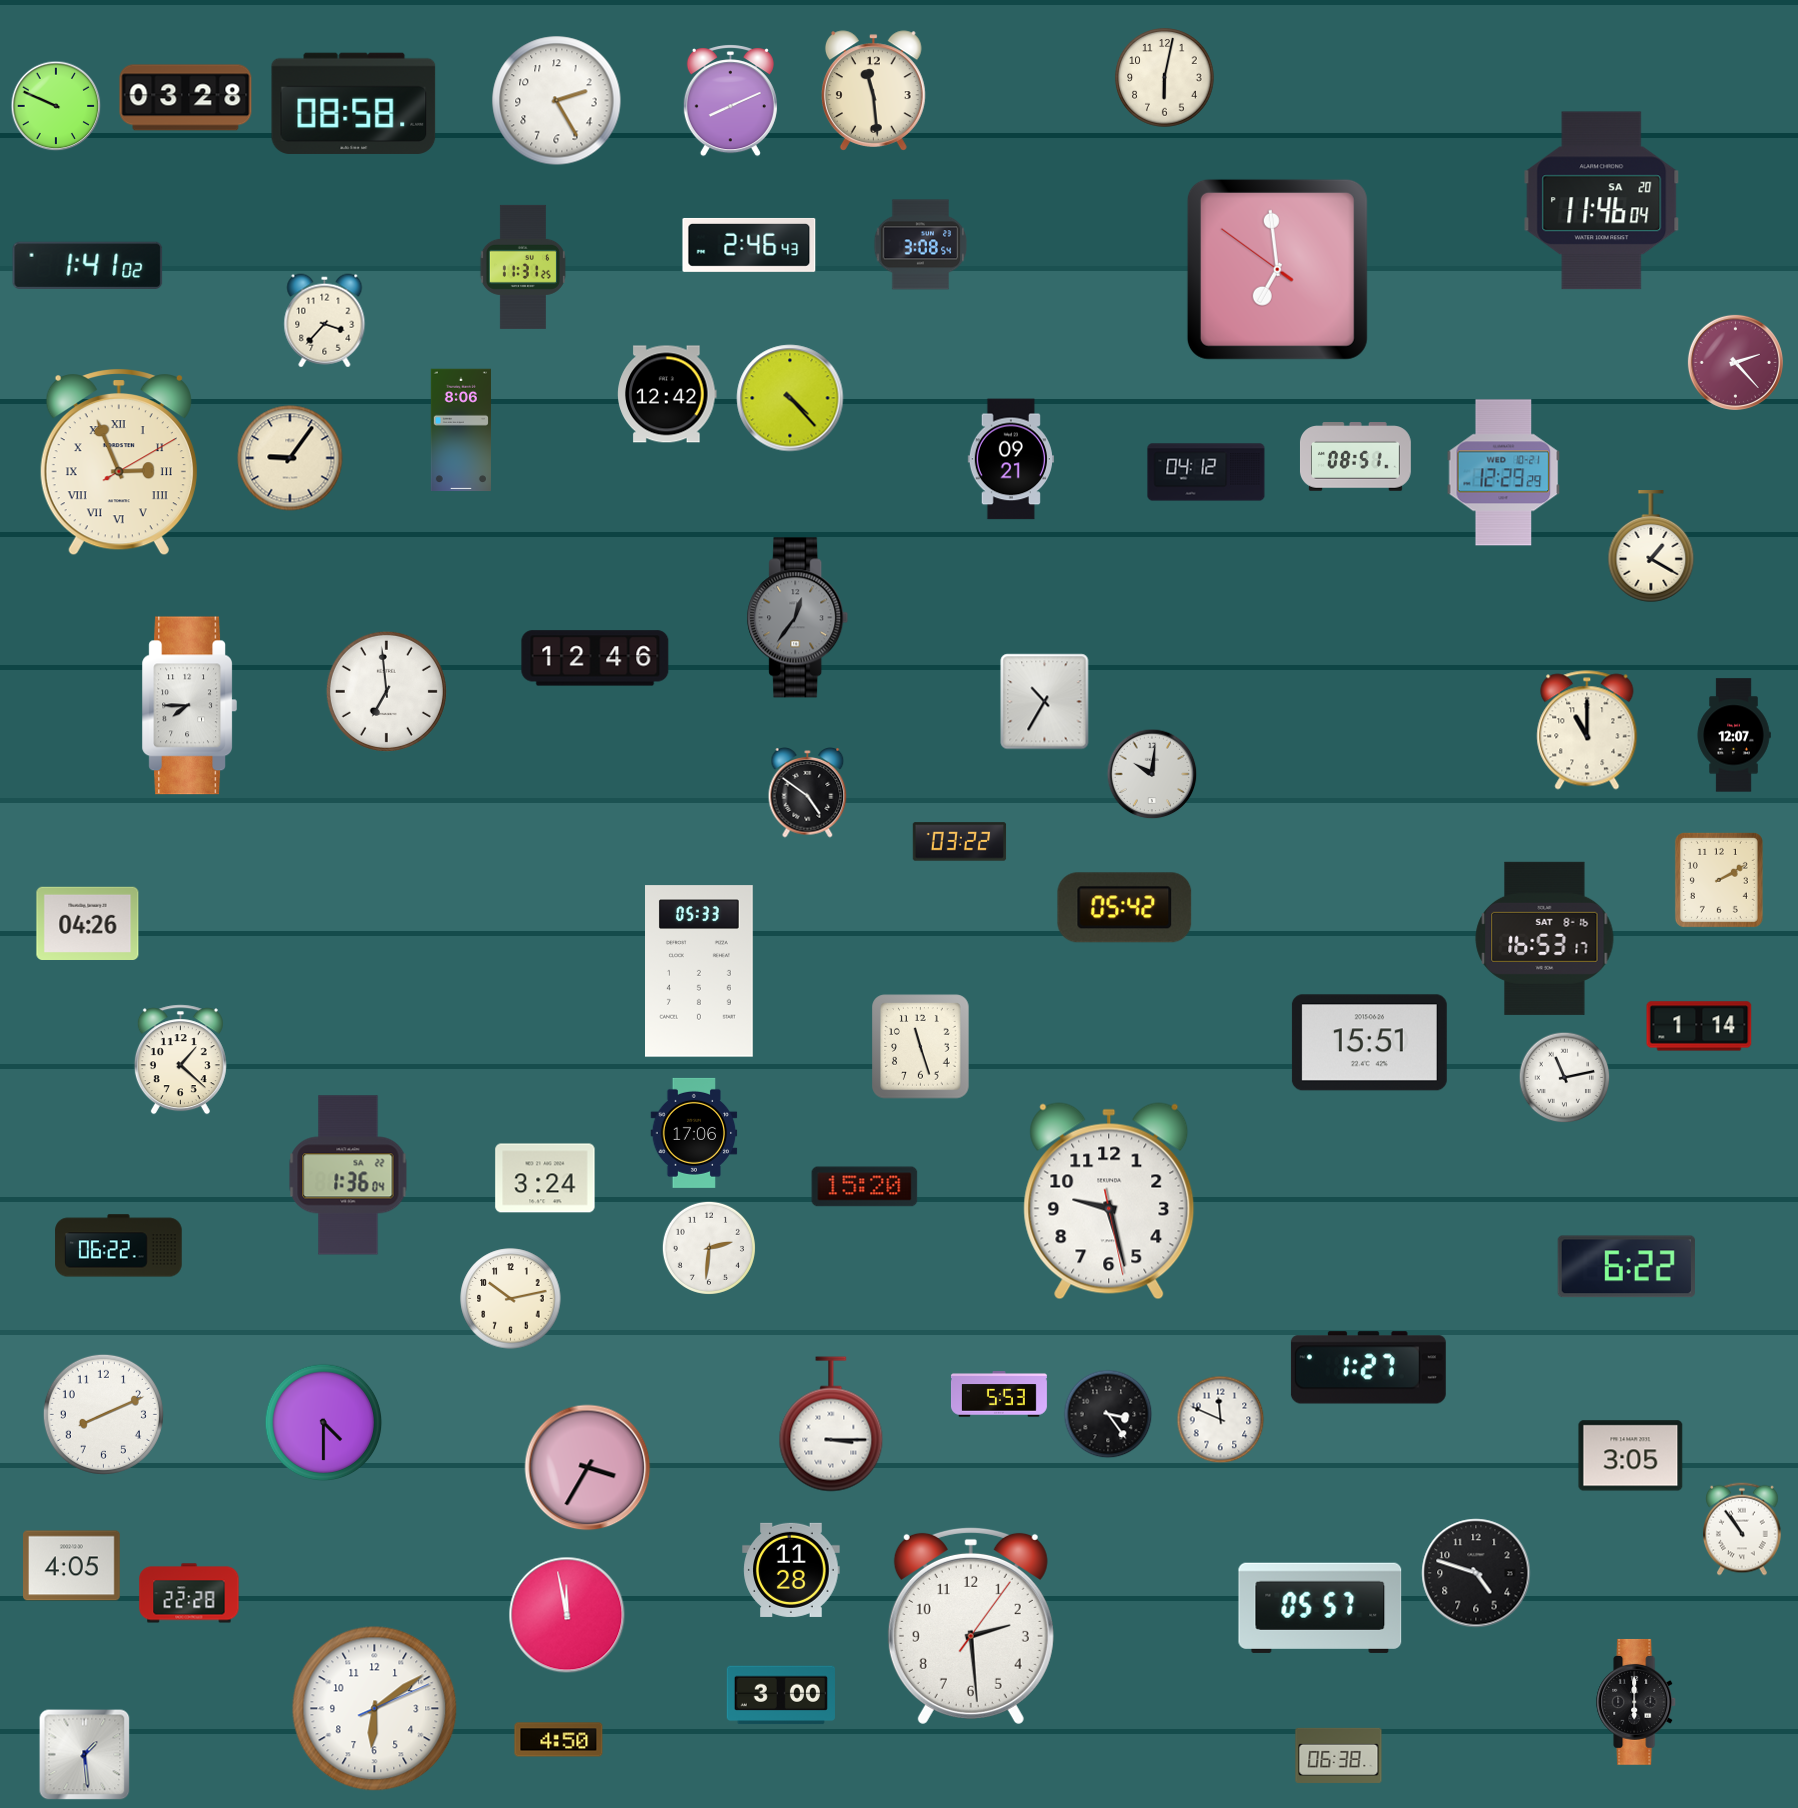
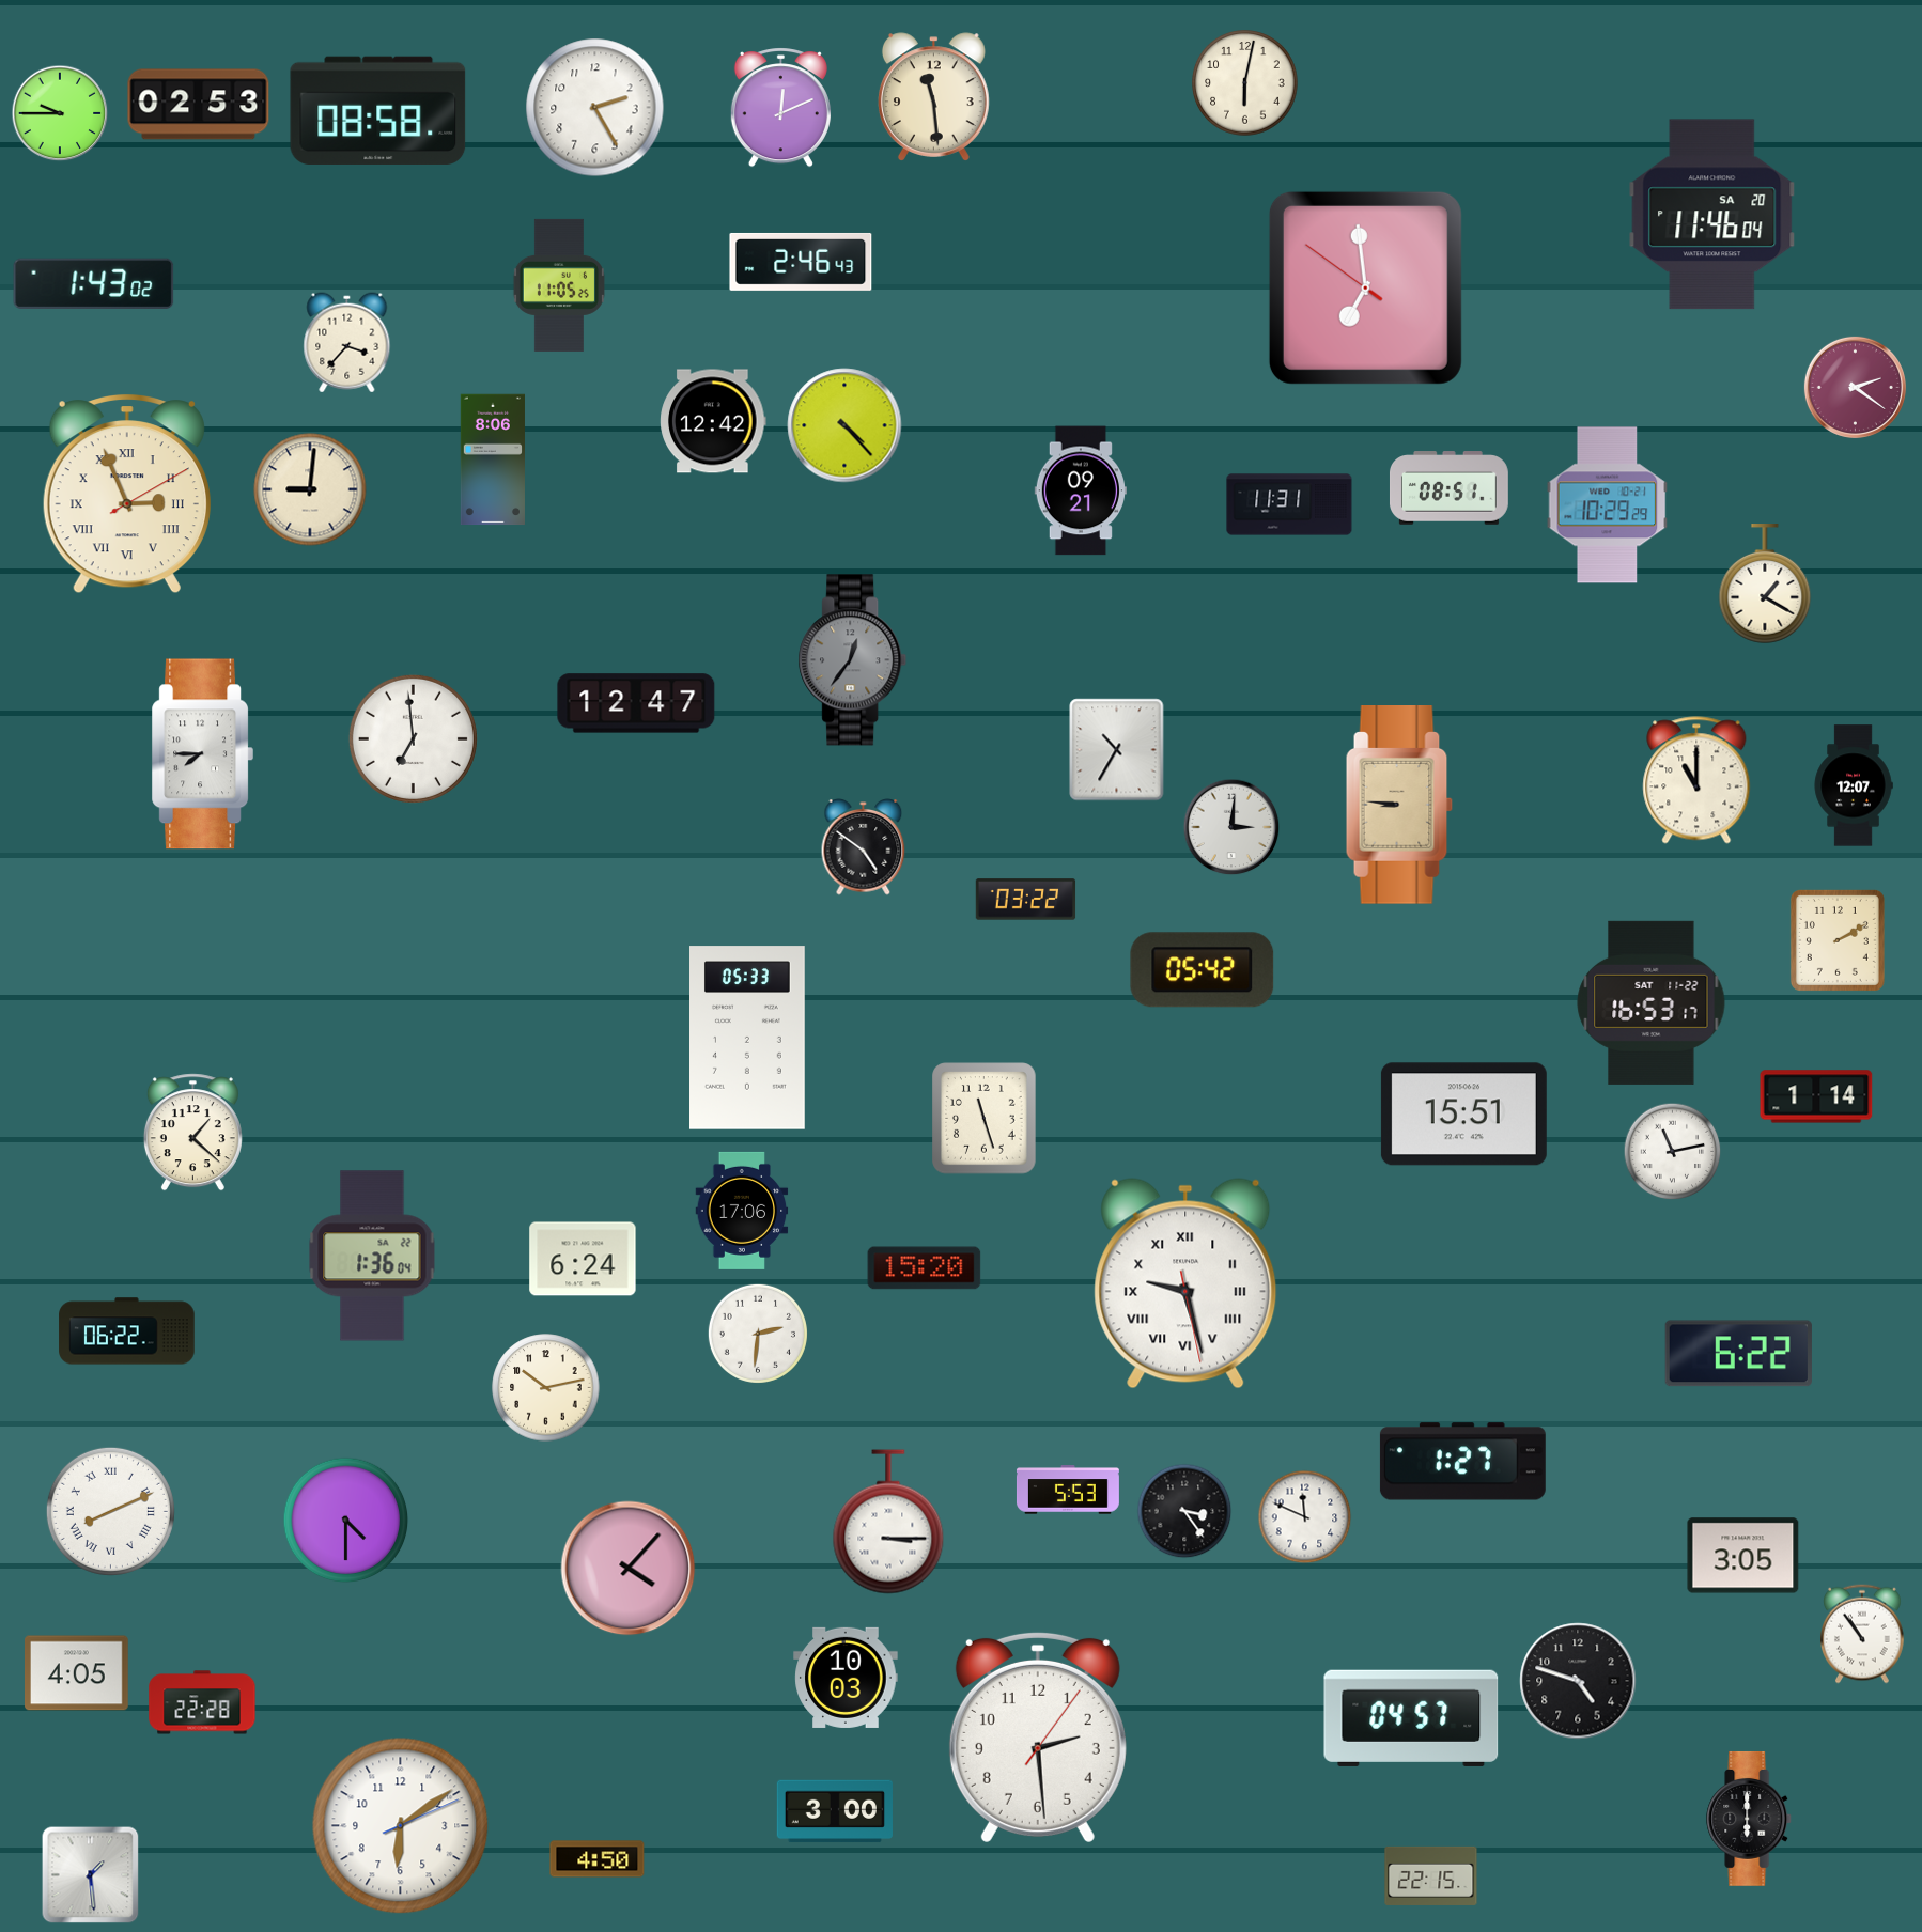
clock at (186, 98): 03:28 -> 02:53
clock at (730, 101): 8:11 -> 12:11
clock at (56, 106): 9:49 -> 9:45
clock at (921, 245): 3:08 -> none
clock at (88, 265): 1:41 -> 1:43
clock at (523, 267): 11:31 -> 11:05
clock at (1735, 362): 2:23 -> 2:21
clock at (290, 458): 9:06 -> 9:01
clock at (1206, 472): 04:12 -> 11:31
clock at (1504, 473): 12:29 -> 10:29
clock at (595, 658): 12:46 -> 12:47
clock at (1399, 806): none -> 8:46
clock at (1152, 774): 10:01 -> 3:01
clock at (88, 924): 04:26 -> none
clock at (1545, 938) date: SAT 8-16 -> SAT 11-22
clock at (545, 1178): 3:24 -> 6:24
clock at (1109, 1201) numerals: Arabic -> Roman
clock at (103, 1414) numerals: Arabic -> Roman
clock at (588, 1468): 3:35 -> 4:07
clock at (791, 1570): 11:28 -> 10:03
clock at (1320, 1608): 05:57 -> 04:57
clock at (567, 1615): 11:58 -> none
clock at (1339, 1755): 06:38 -> 22:15
